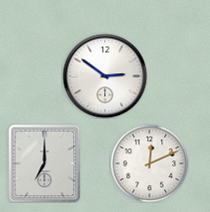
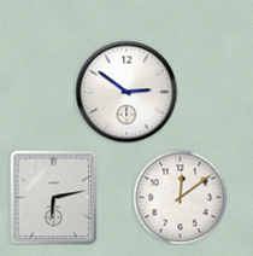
clock at (45, 163): 7:00 -> 6:13
clock at (149, 163): 12:11 -> 12:09
